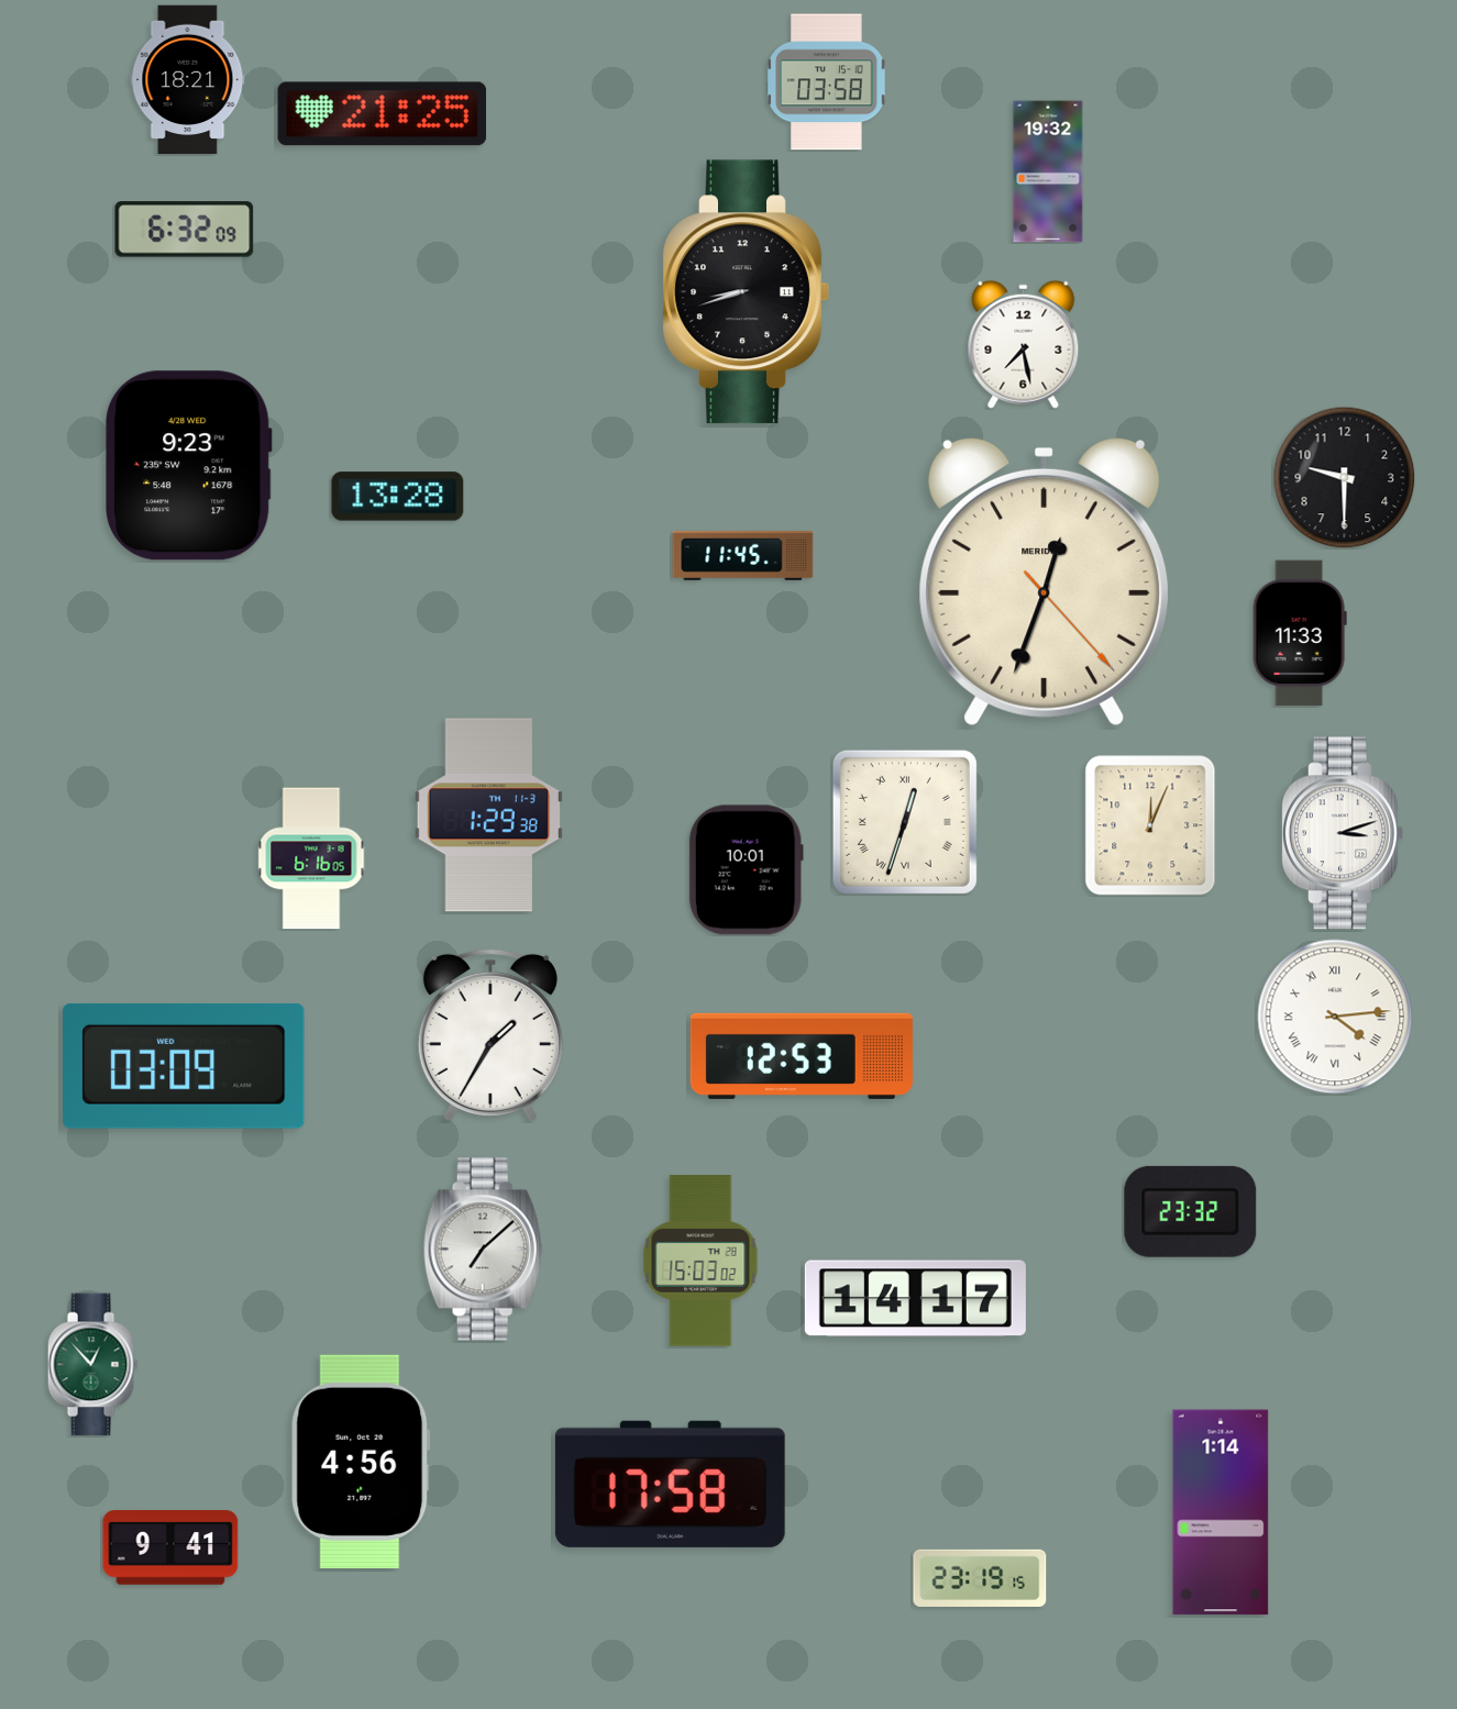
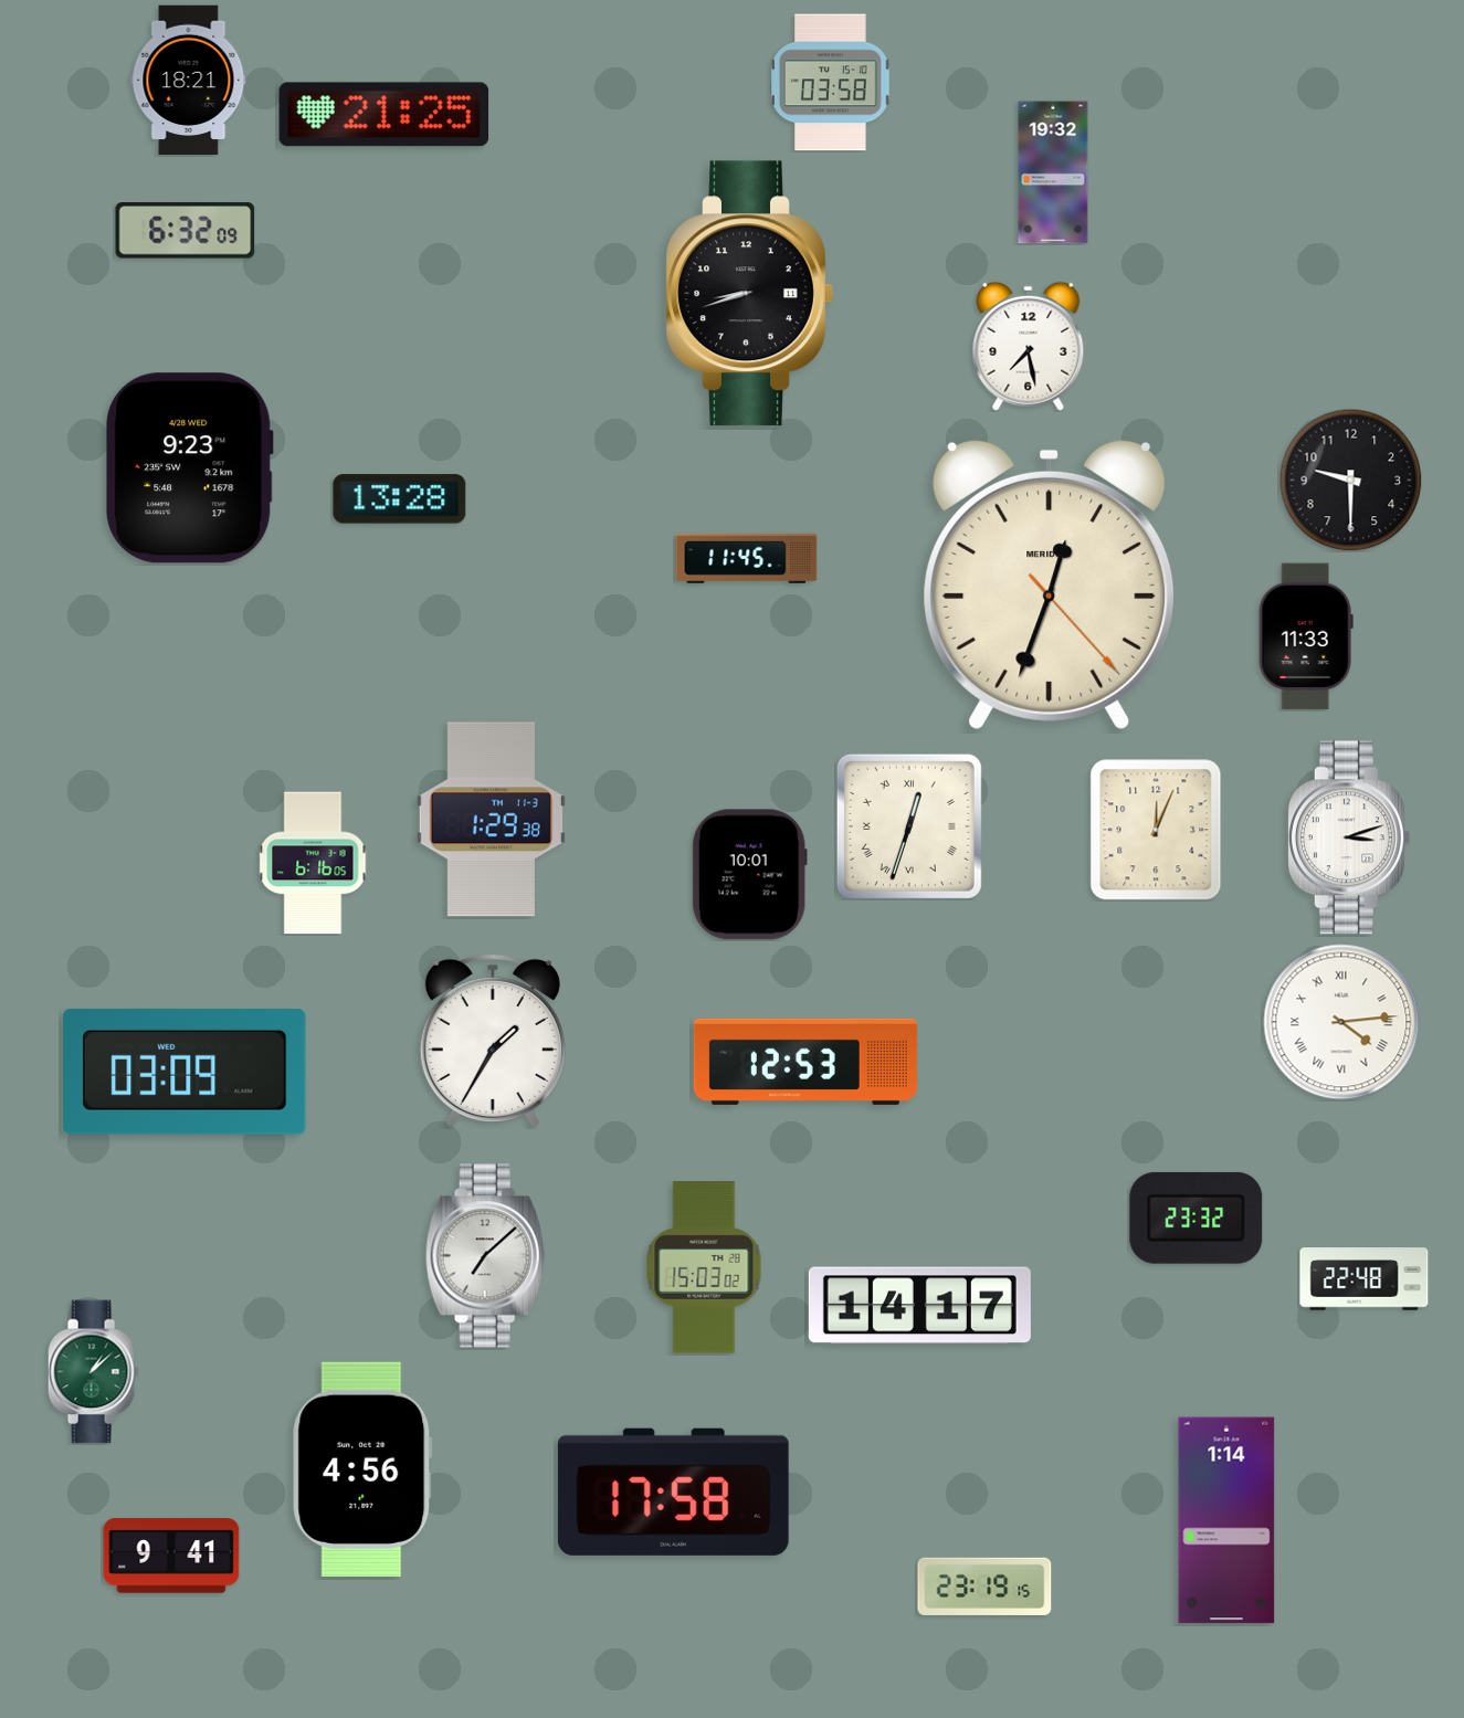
clock at (1365, 1279): none -> 22:48
clock at (92, 1365): 12:53 -> 1:08
